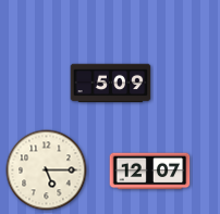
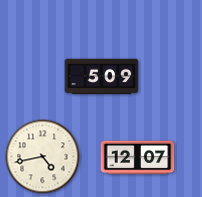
clock at (47, 171): 5:15 -> 4:43
